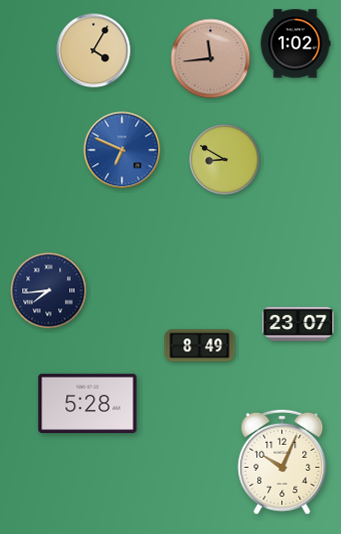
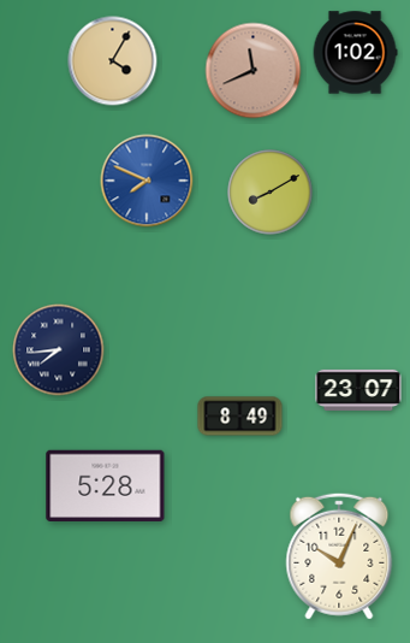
clock at (211, 59): 11:44 -> 11:41
clock at (122, 150): 6:49 -> 7:49
clock at (225, 160): 8:50 -> 8:10
